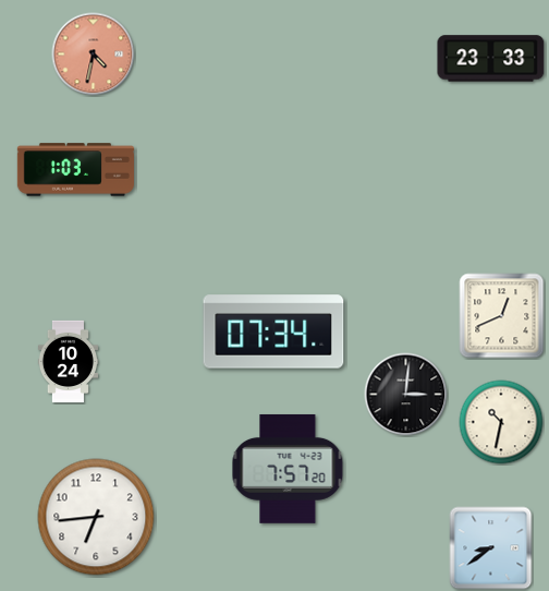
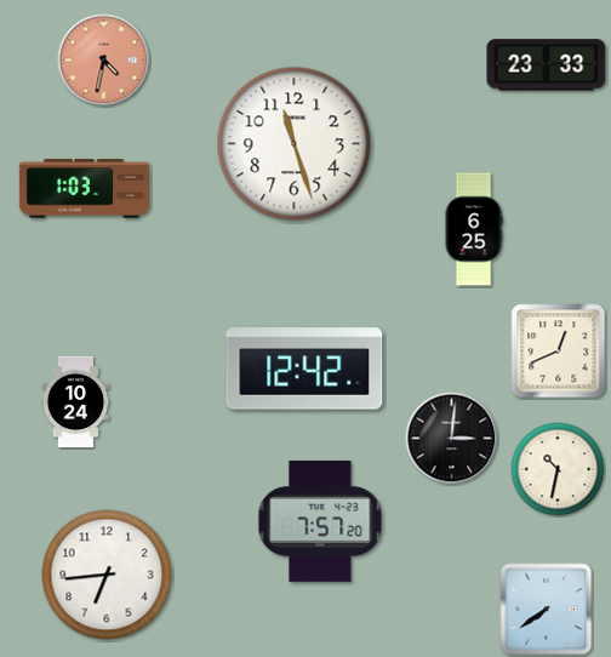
clock at (295, 144): none -> 11:27
clock at (474, 229): none -> 6:25
clock at (273, 331): 07:34 -> 12:42
clock at (491, 548): 8:39 -> 7:39
